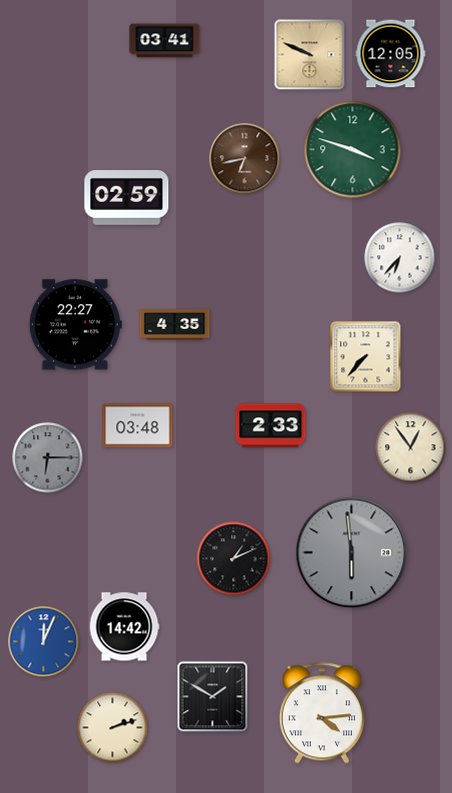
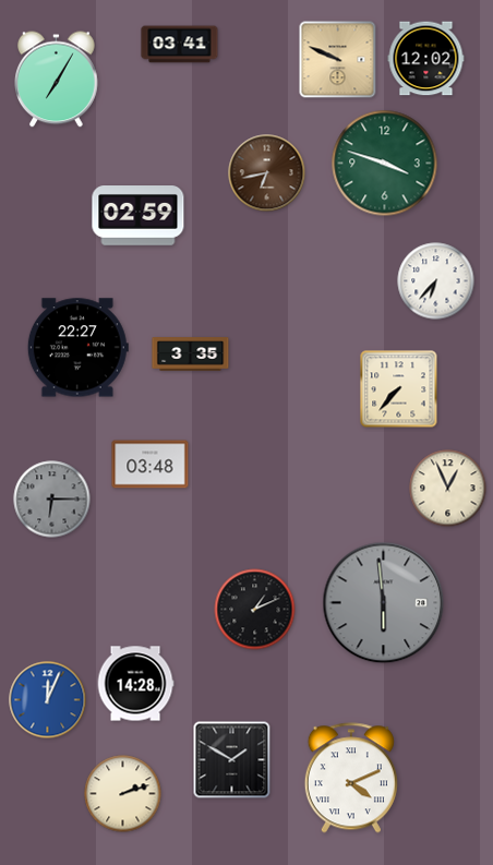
clock at (391, 54): 12:05 -> 12:02
clock at (57, 80): none -> 7:05
clock at (75, 325) position: (75, 325) -> (77, 348)
clock at (175, 325): 4:35 -> 3:35
clock at (271, 426): 2:33 -> none
clock at (411, 448): 12:54 -> 12:56
clock at (124, 627): 14:42 -> 14:28
clock at (322, 713): 4:14 -> 4:11
